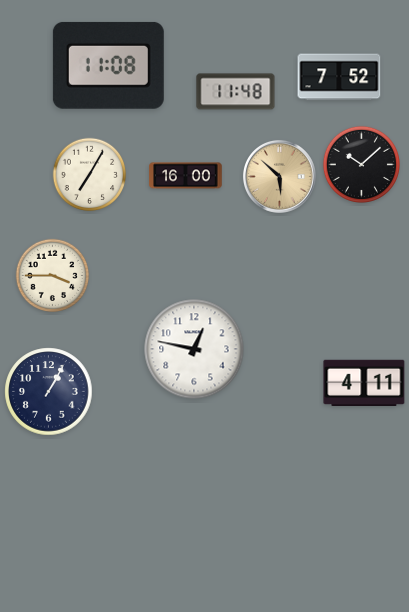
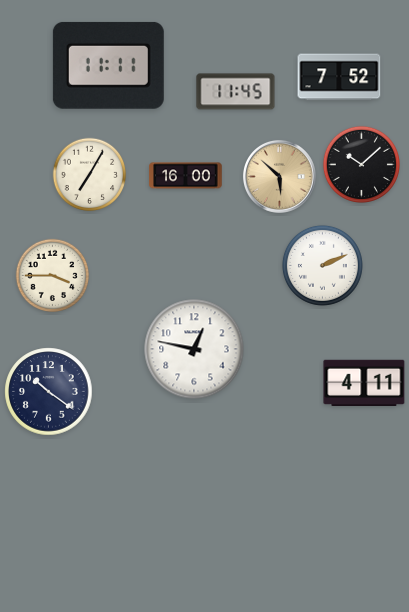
clock at (108, 65): 11:08 -> 11:11
clock at (236, 92): 11:48 -> 11:45
clock at (322, 265): none -> 2:11
clock at (49, 392): 1:05 -> 10:21
